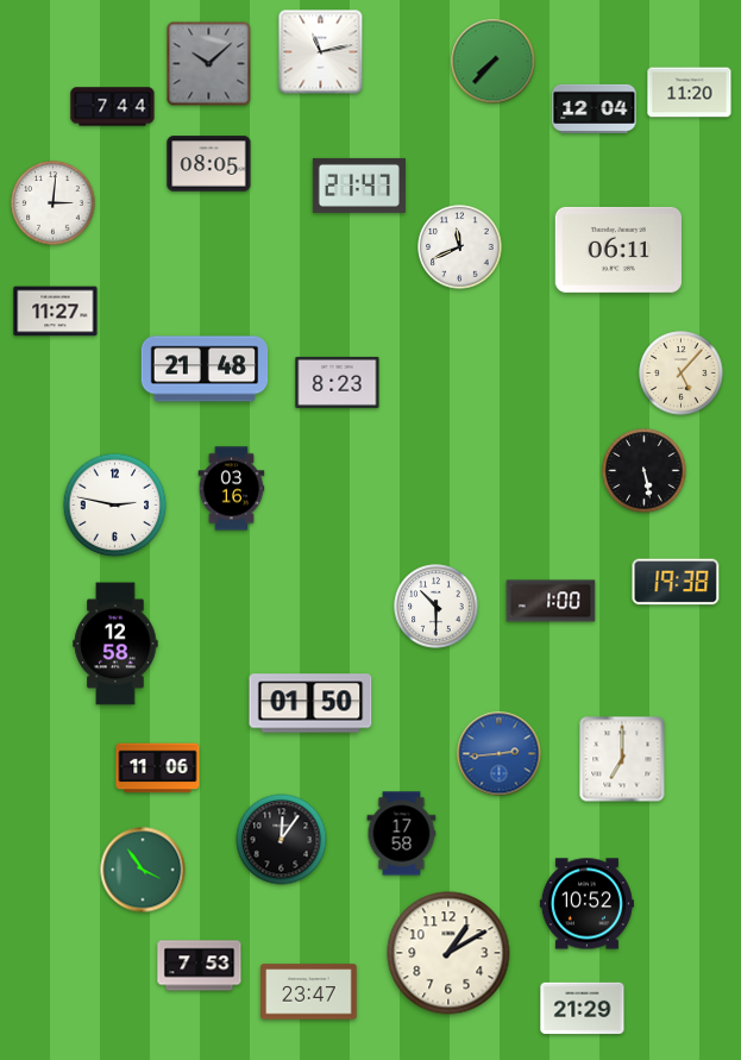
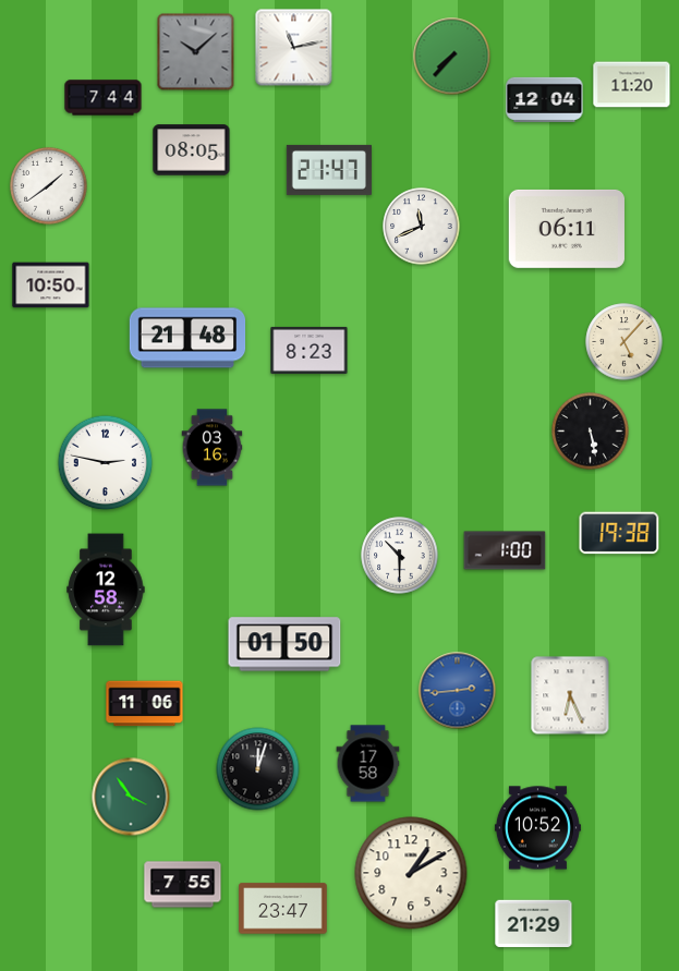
clock at (209, 64) position: (209, 64) -> (196, 52)
clock at (54, 203): 3:01 -> 1:39
clock at (56, 312): 11:27 -> 10:50
clock at (622, 759): 7:00 -> 6:26
clock at (282, 840): 12:06 -> 12:03
clock at (200, 966): 7:53 -> 7:55
